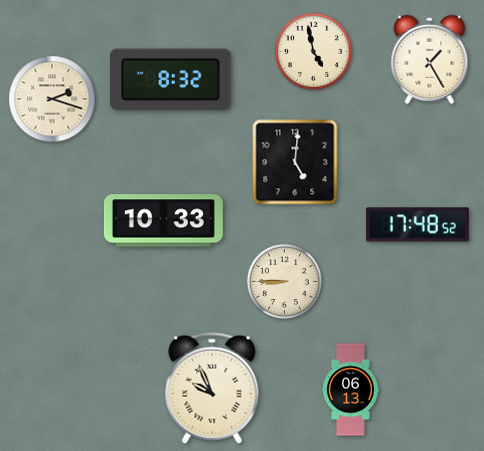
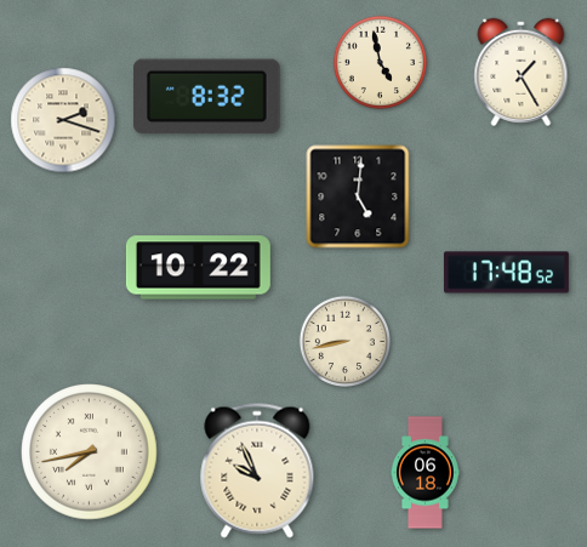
clock at (163, 221): 10:33 -> 10:22
clock at (284, 281): 8:45 -> 8:43
clock at (90, 452): none -> 7:43
clock at (350, 390): 06:13 -> 06:18
